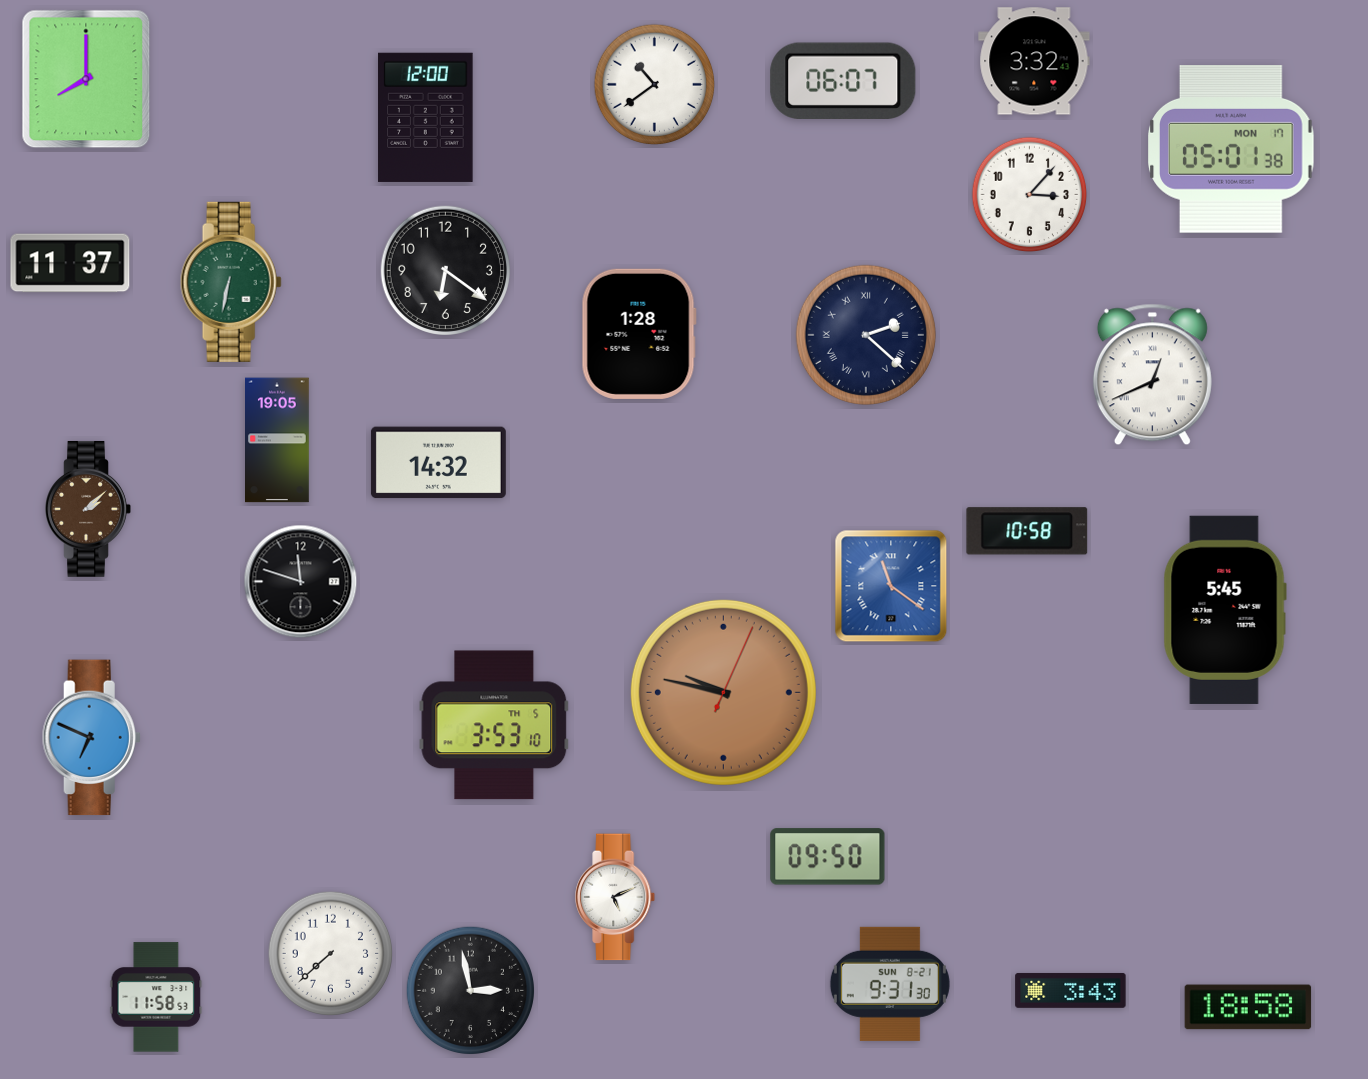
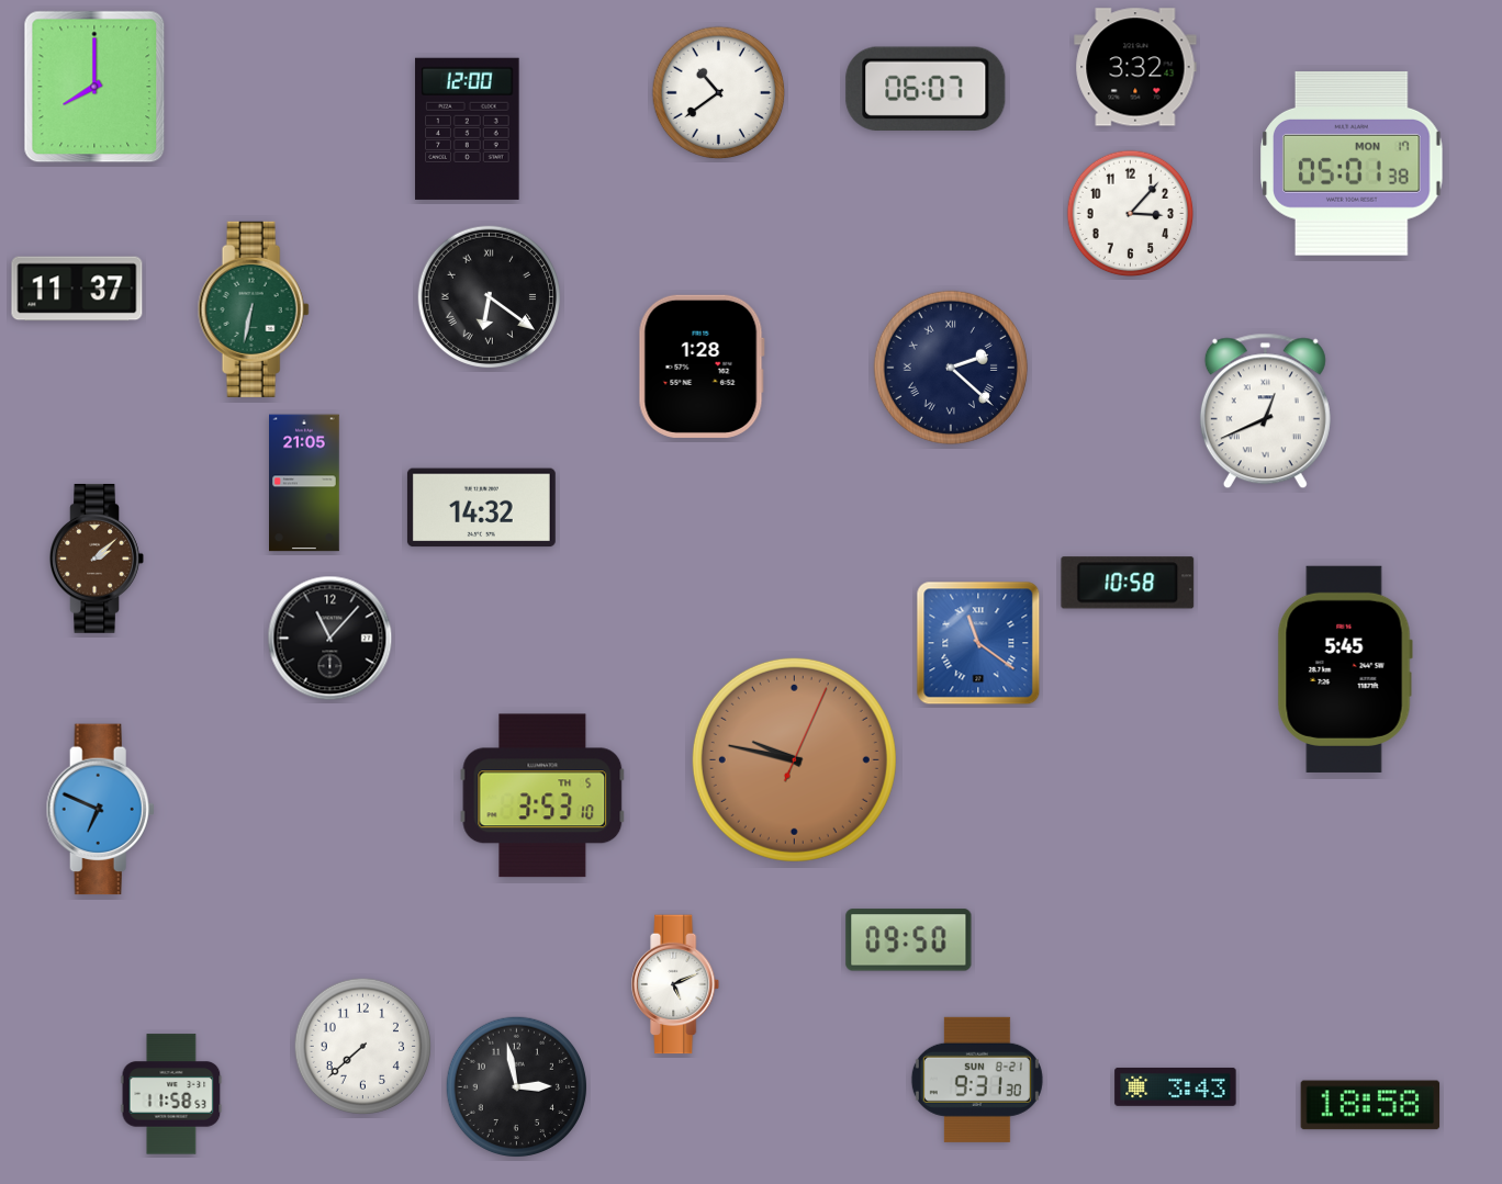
clock at (445, 270) numerals: Arabic -> Roman
clock at (277, 440): 19:05 -> 21:05
clock at (301, 582): 11:48 -> 11:07
